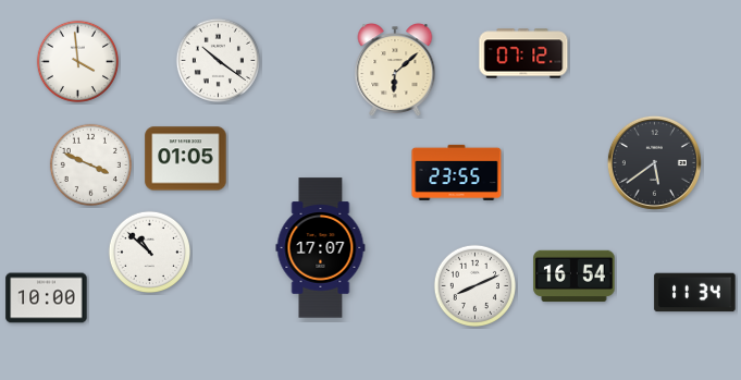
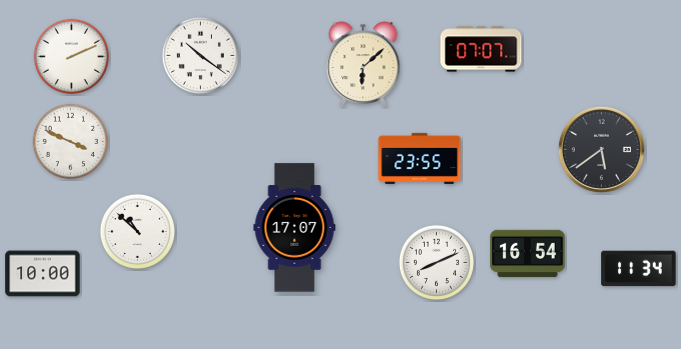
clock at (523, 53): 07:12 -> 07:07
clock at (77, 61): 3:59 -> 2:11
clock at (186, 159): 01:05 -> none
clock at (90, 164) position: (90, 164) -> (70, 141)
